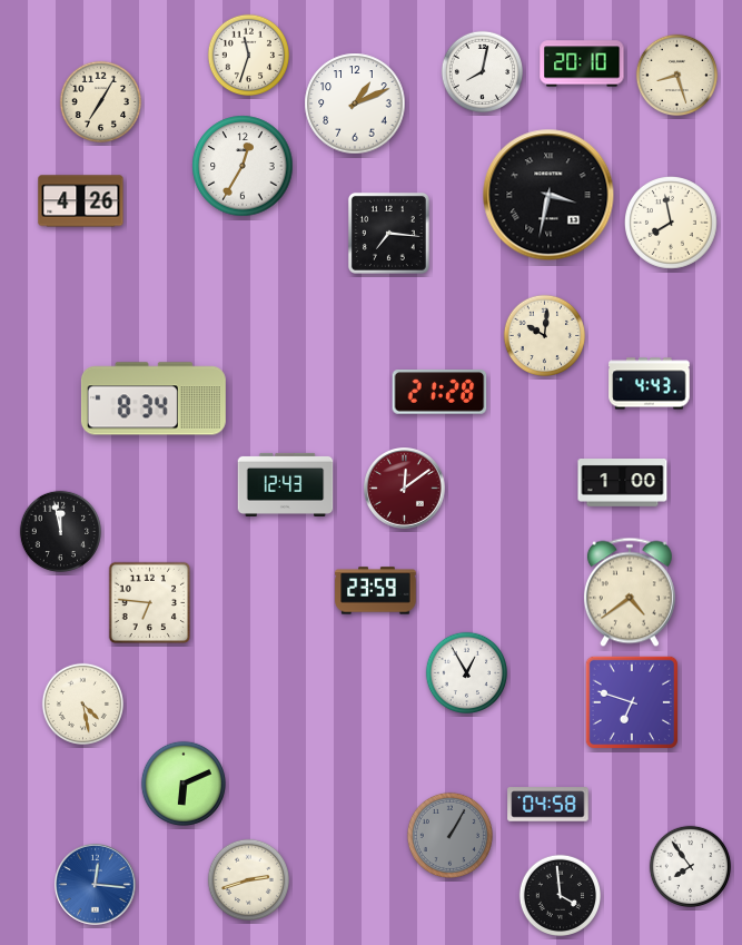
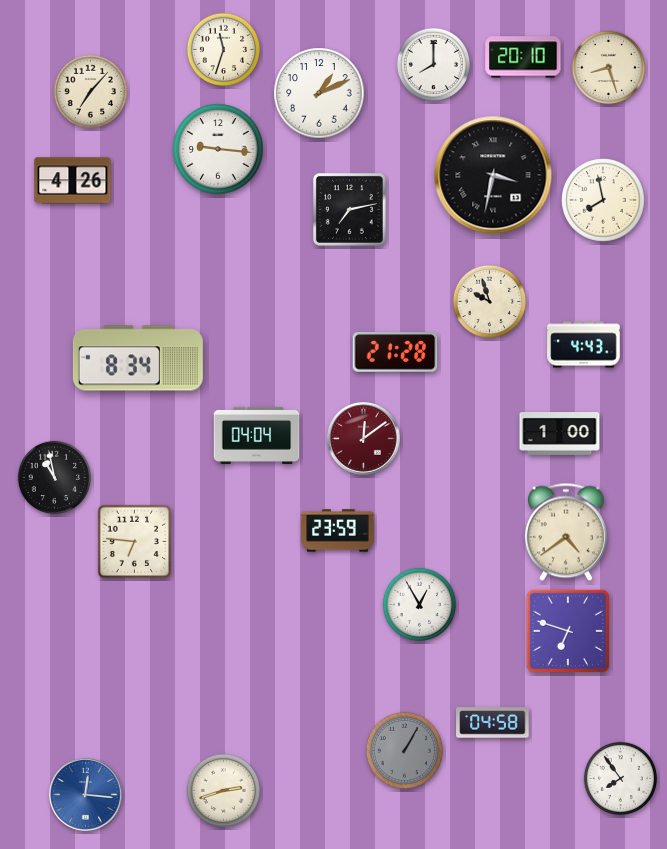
clock at (483, 72): 8:02 -> 8:00
clock at (101, 102): 7:05 -> 7:07
clock at (243, 166): 12:35 -> 9:16
clock at (388, 233): 7:16 -> 7:13
clock at (545, 336): 10:01 -> 9:57
clock at (286, 484): 12:43 -> 04:04
clock at (61, 532): 11:58 -> 10:58
clock at (83, 705): 4:28 -> none
clock at (184, 784): 6:11 -> none
clock at (561, 896): 3:59 -> none
